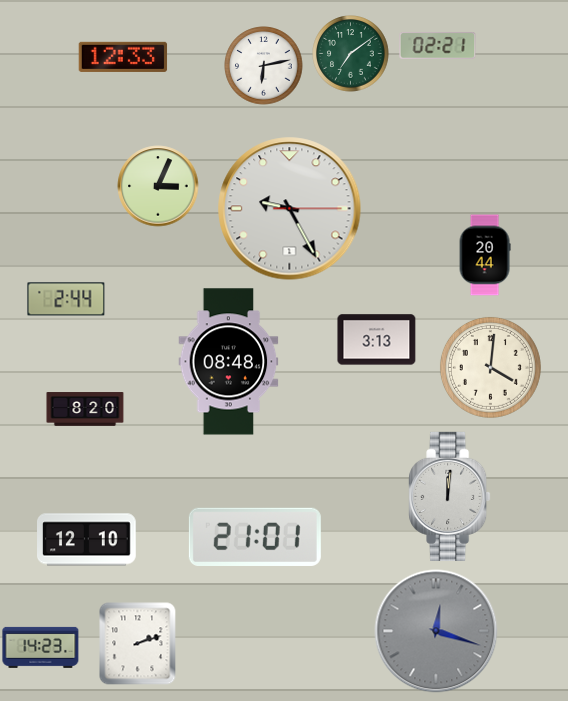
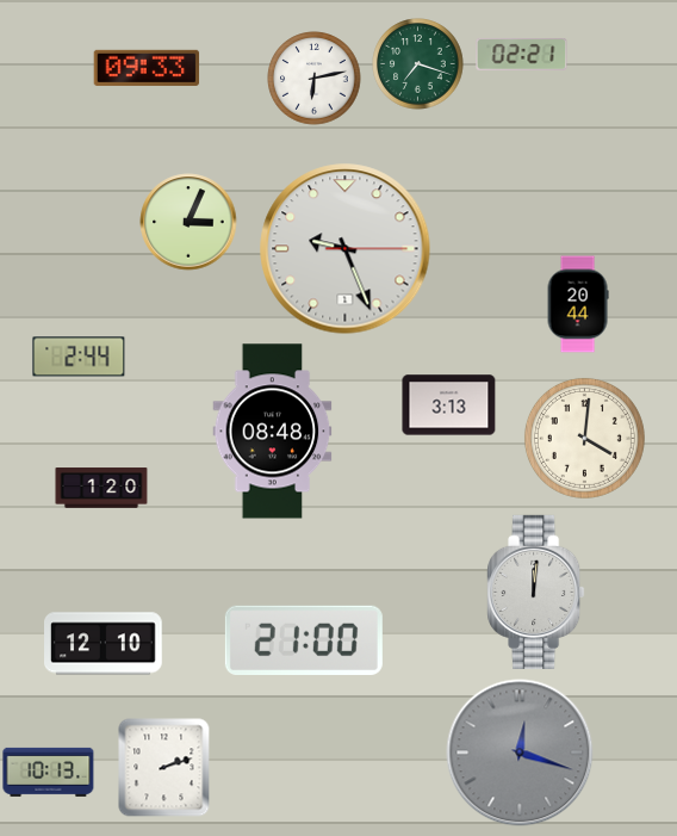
clock at (351, 54): 7:09 -> 7:18
clock at (123, 57): 12:33 -> 09:33
clock at (290, 209): 9:25 -> 9:26
clock at (85, 409): 8:20 -> 1:20
clock at (255, 537): 21:01 -> 21:00
clock at (41, 647): 14:23 -> 10:13
